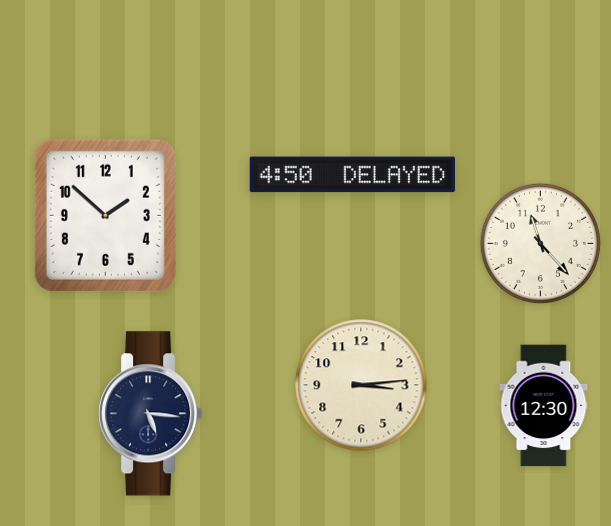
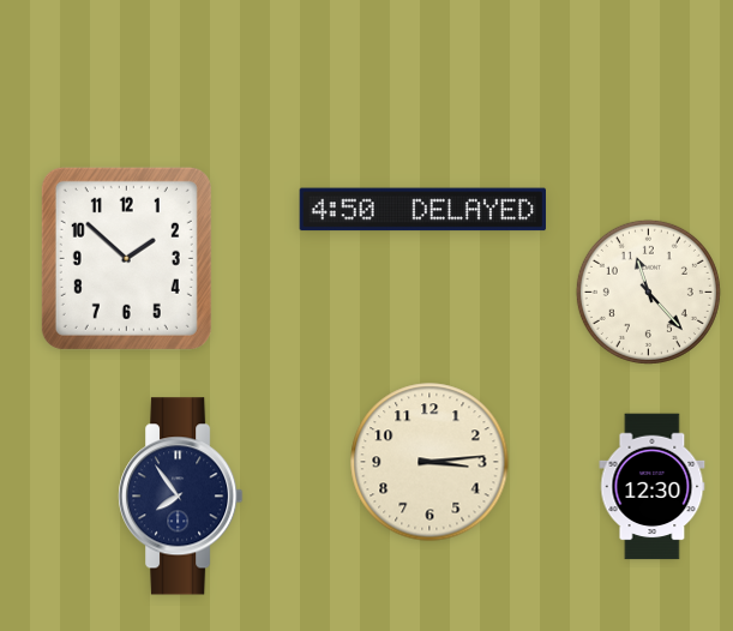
clock at (361, 385) position: (361, 385) -> (429, 462)
clock at (151, 414): 5:16 -> 7:54
